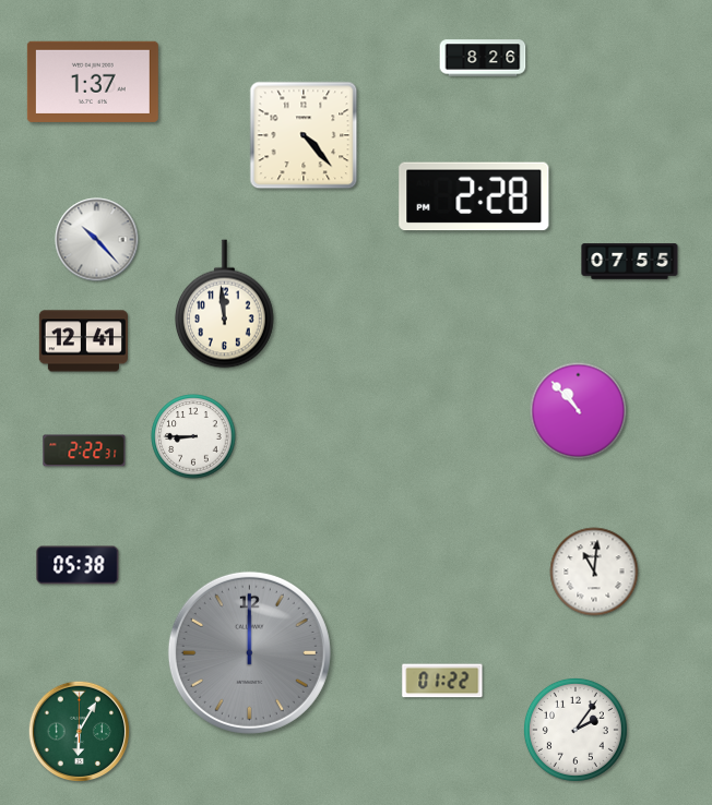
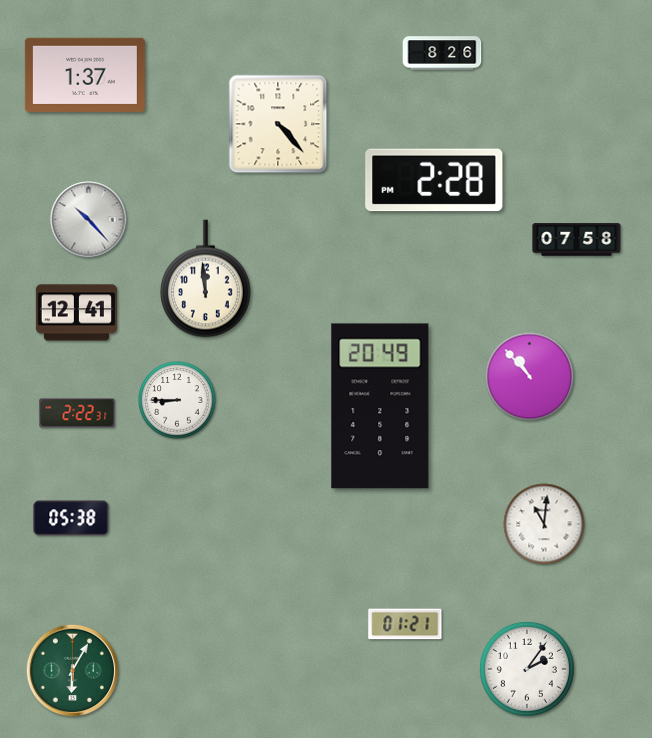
clock at (630, 262): 07:55 -> 07:58
clock at (380, 406): none -> 20:49
clock at (249, 652): 12:00 -> none
clock at (442, 681): 01:22 -> 01:21
